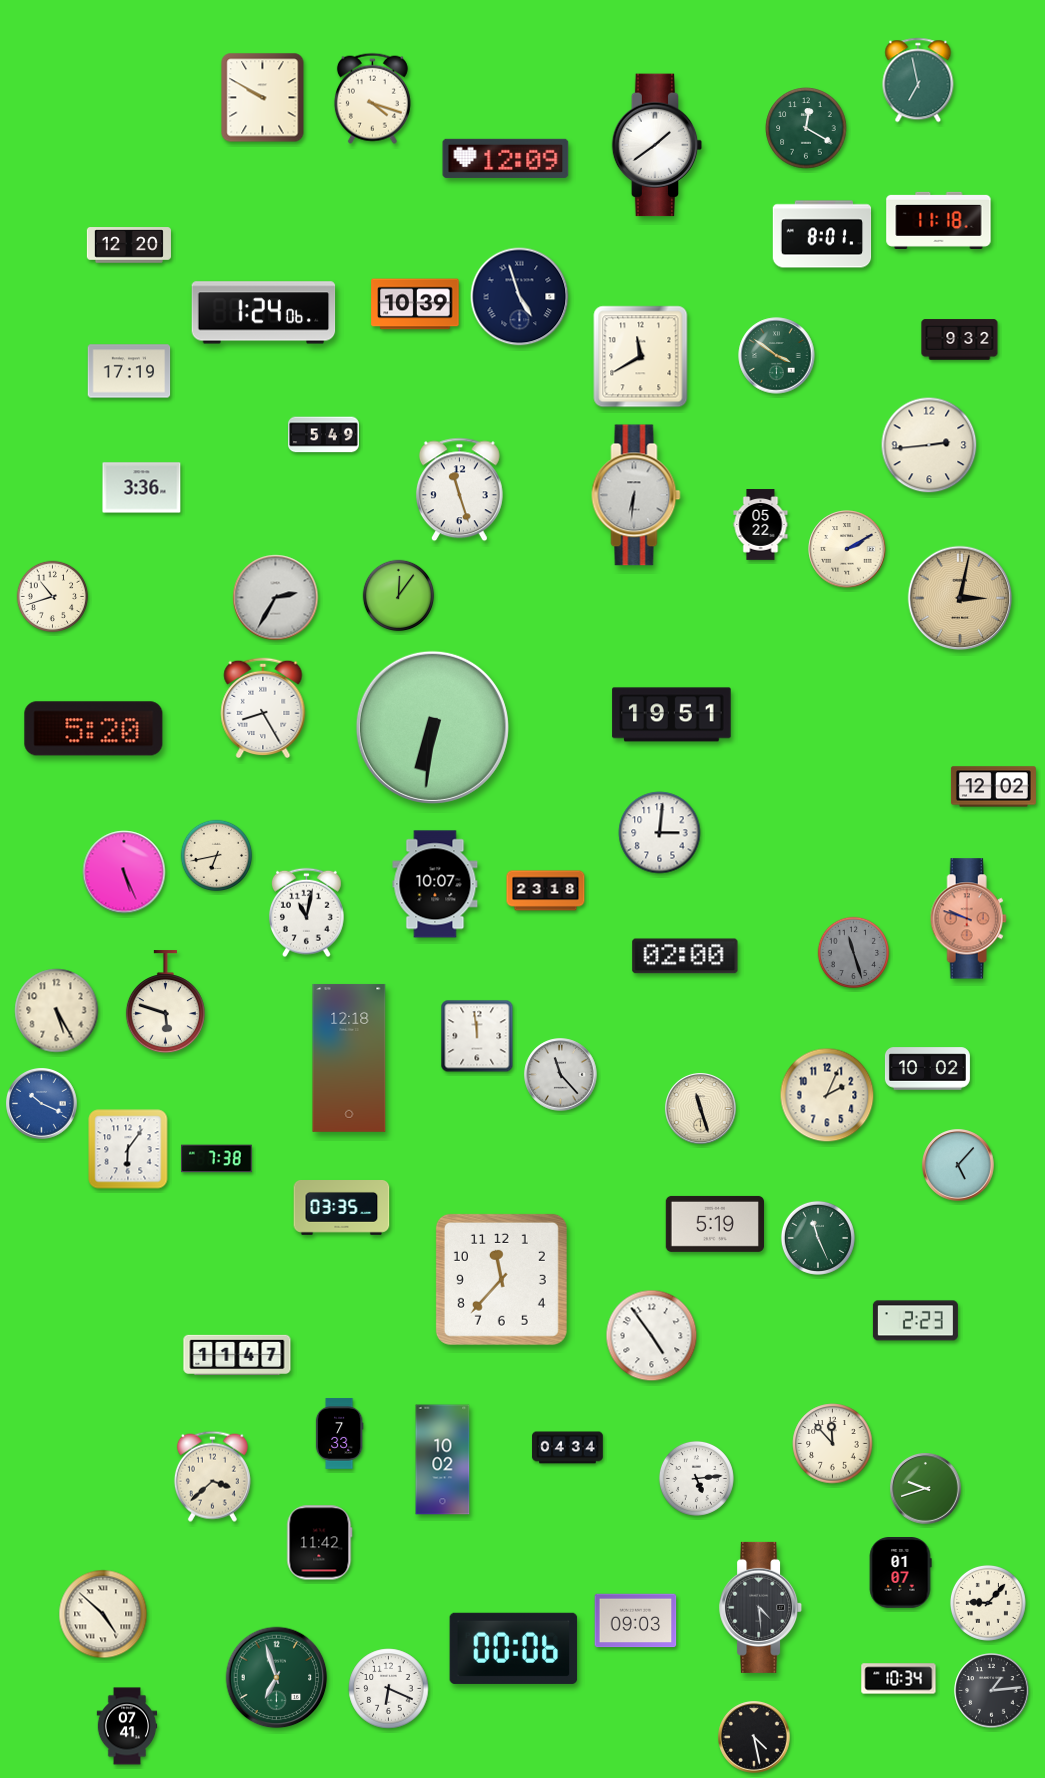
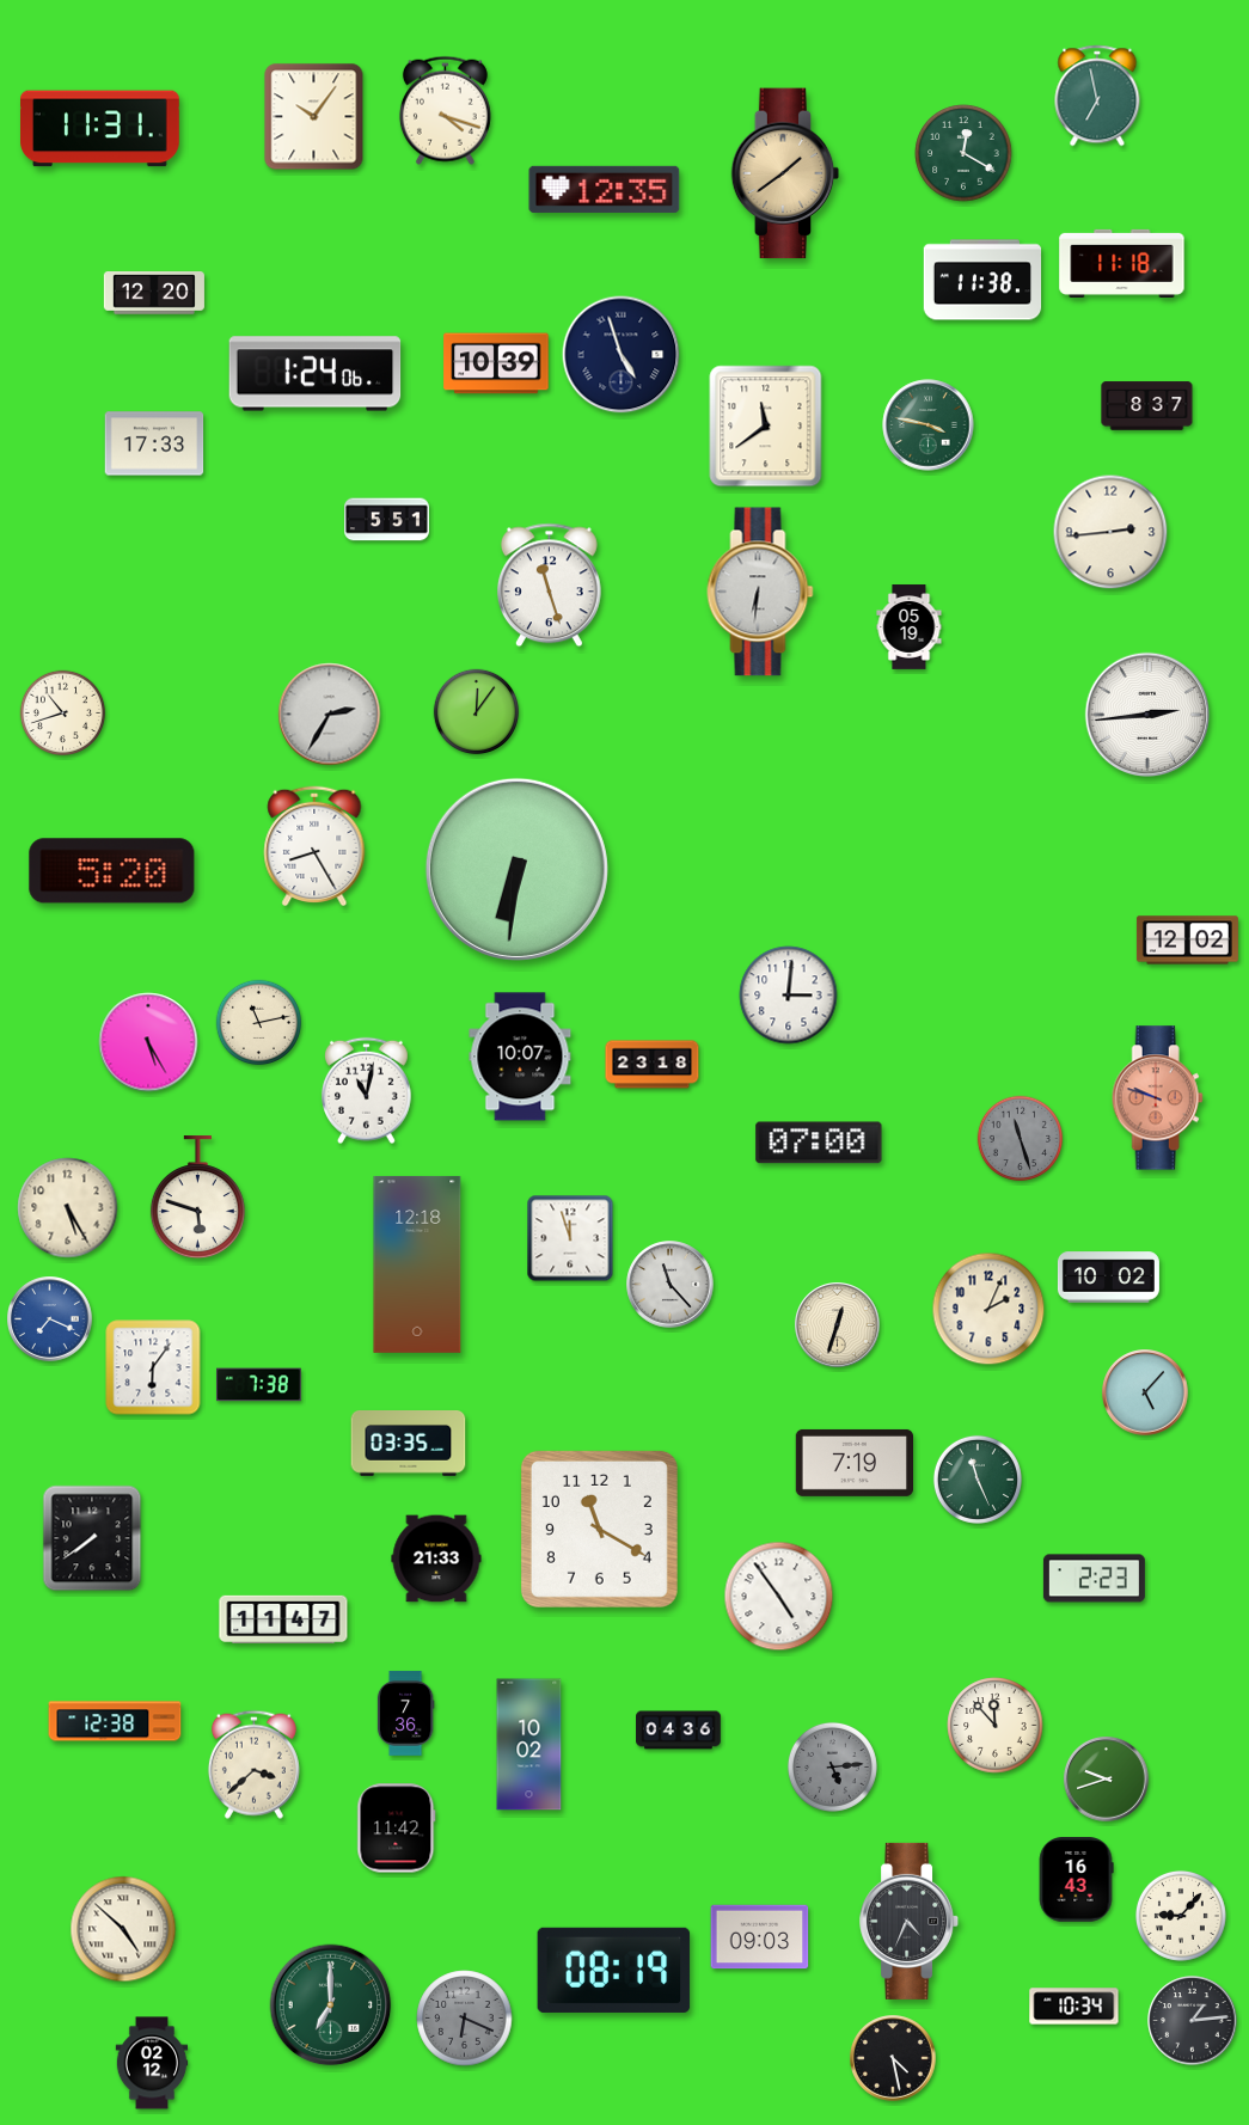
clock at (263, 98): 9:50 -> 10:06
clock at (372, 98) position: (372, 98) -> (445, 110)
clock at (100, 129): none -> 11:31
clock at (657, 145) dial: white -> champagne
clock at (506, 158): 12:09 -> 12:35
clock at (822, 234): 8:01 -> 11:38
clock at (960, 340): 9:32 -> 8:37
clock at (777, 356): 3:51 -> 3:47
clock at (641, 357): 11:40 -> 11:39
clock at (129, 371): 17:19 -> 17:33
clock at (324, 435): 5:49 -> 5:51
clock at (142, 488): 3:36 -> none
clock at (761, 525): 05:22 -> 05:19
clock at (847, 549): 2:10 -> none
clock at (960, 598): 3:02 -> 2:44
clock at (960, 598) dial: champagne -> white
clock at (672, 715): 19:51 -> none
clock at (217, 856): 6:43 -> 11:13
clock at (124, 872): 5:26 -> 5:25
clock at (685, 956): 02:00 -> 07:00
clock at (477, 1036): 11:59 -> 11:57
clock at (42, 1104): 10:19 -> 7:19
clock at (701, 1109): 11:27 -> 12:33
clock at (128, 1149) position: (128, 1149) -> (153, 1367)
clock at (715, 1224): 5:19 -> 7:19
clock at (501, 1279): 11:37 -> 11:20
clock at (92, 1538): none -> 7:39
clock at (436, 1558): none -> 21:33
clock at (339, 1434): 7:33 -> 7:36
clock at (115, 1721): none -> 12:38
clock at (568, 1448): 04:34 -> 04:36
clock at (696, 1478) dial: white -> grey
clock at (320, 1543) position: (320, 1543) -> (397, 1829)
clock at (900, 1573): 01:07 -> 16:43
clock at (761, 1607): 4:29 -> 4:34
clock at (514, 1648): 00:06 -> 08:19
clock at (277, 1678): 6:57 -> 7:00
clock at (389, 1689) dial: white -> grey
clock at (992, 1691) position: (992, 1691) -> (1193, 2021)
clock at (127, 1726): 07:41 -> 02:12
clock at (754, 1737) position: (754, 1737) -> (893, 2058)
